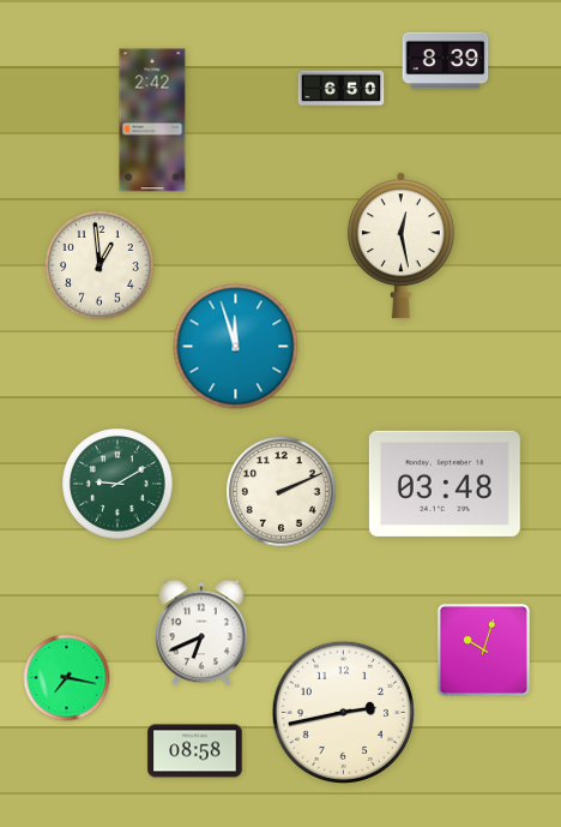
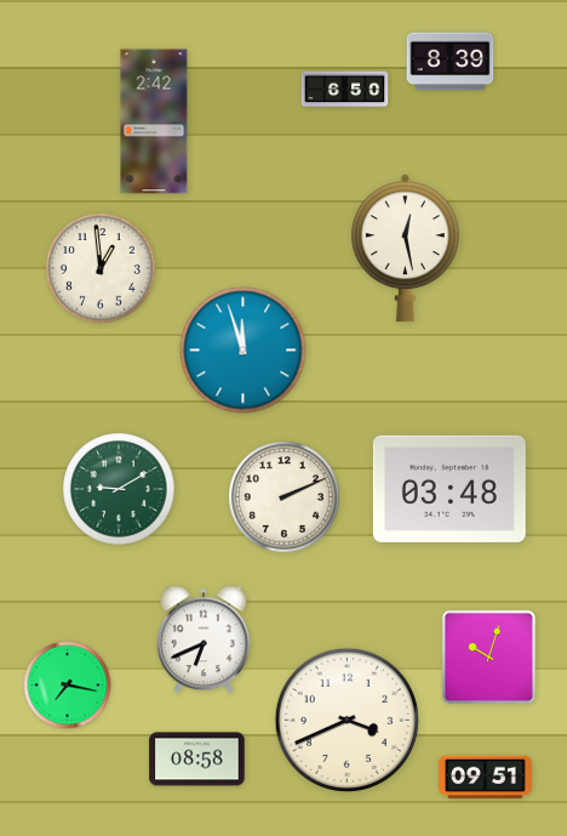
clock at (236, 347) position: (236, 347) -> (244, 351)
clock at (343, 712): 2:43 -> 3:41
clock at (486, 778): none -> 09:51
